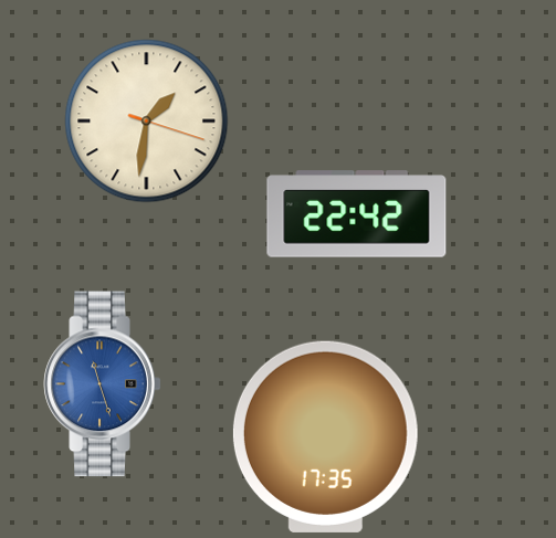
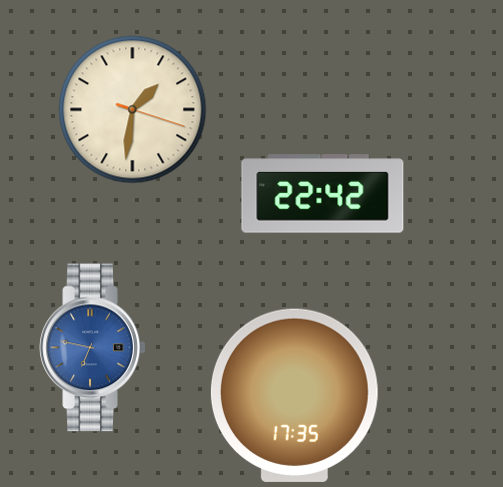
clock at (103, 384): 11:27 -> 6:47
